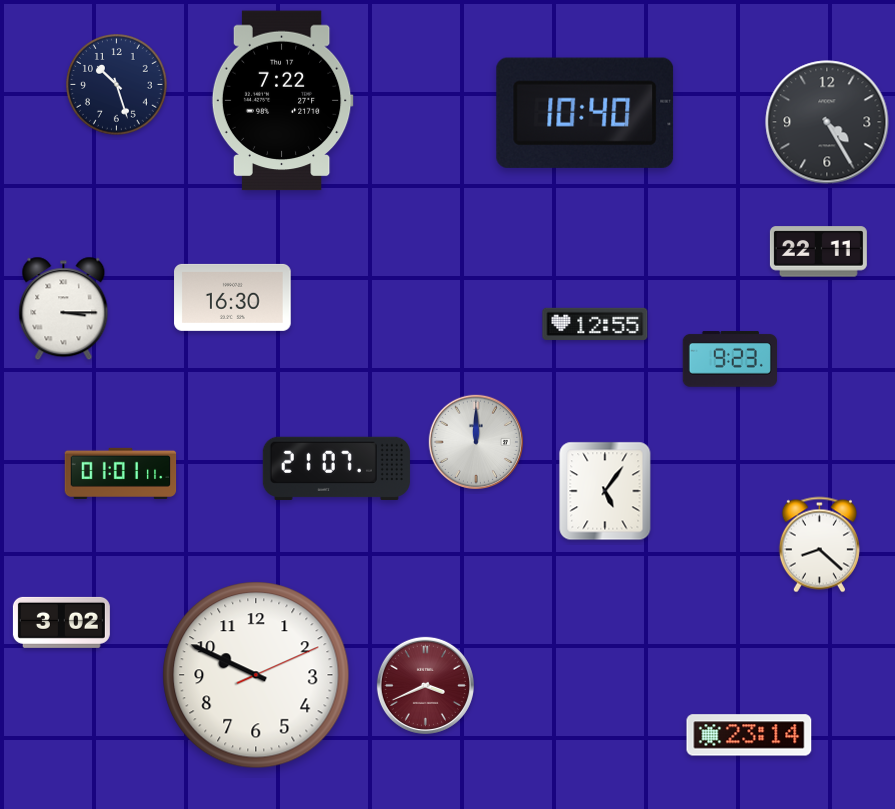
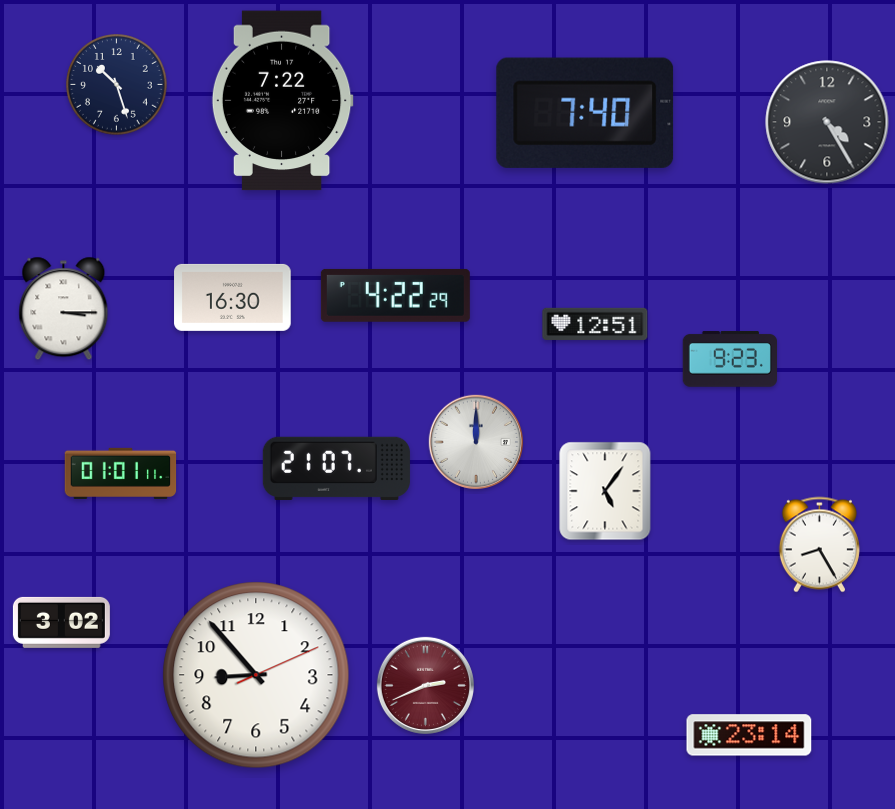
clock at (585, 113): 10:40 -> 7:40
clock at (818, 252): 22:11 -> none
clock at (395, 295): none -> 4:22
clock at (595, 324): 12:55 -> 12:51
clock at (819, 545): 8:22 -> 8:25
clock at (256, 675): 9:49 -> 8:53
clock at (425, 685): 3:41 -> 2:41
